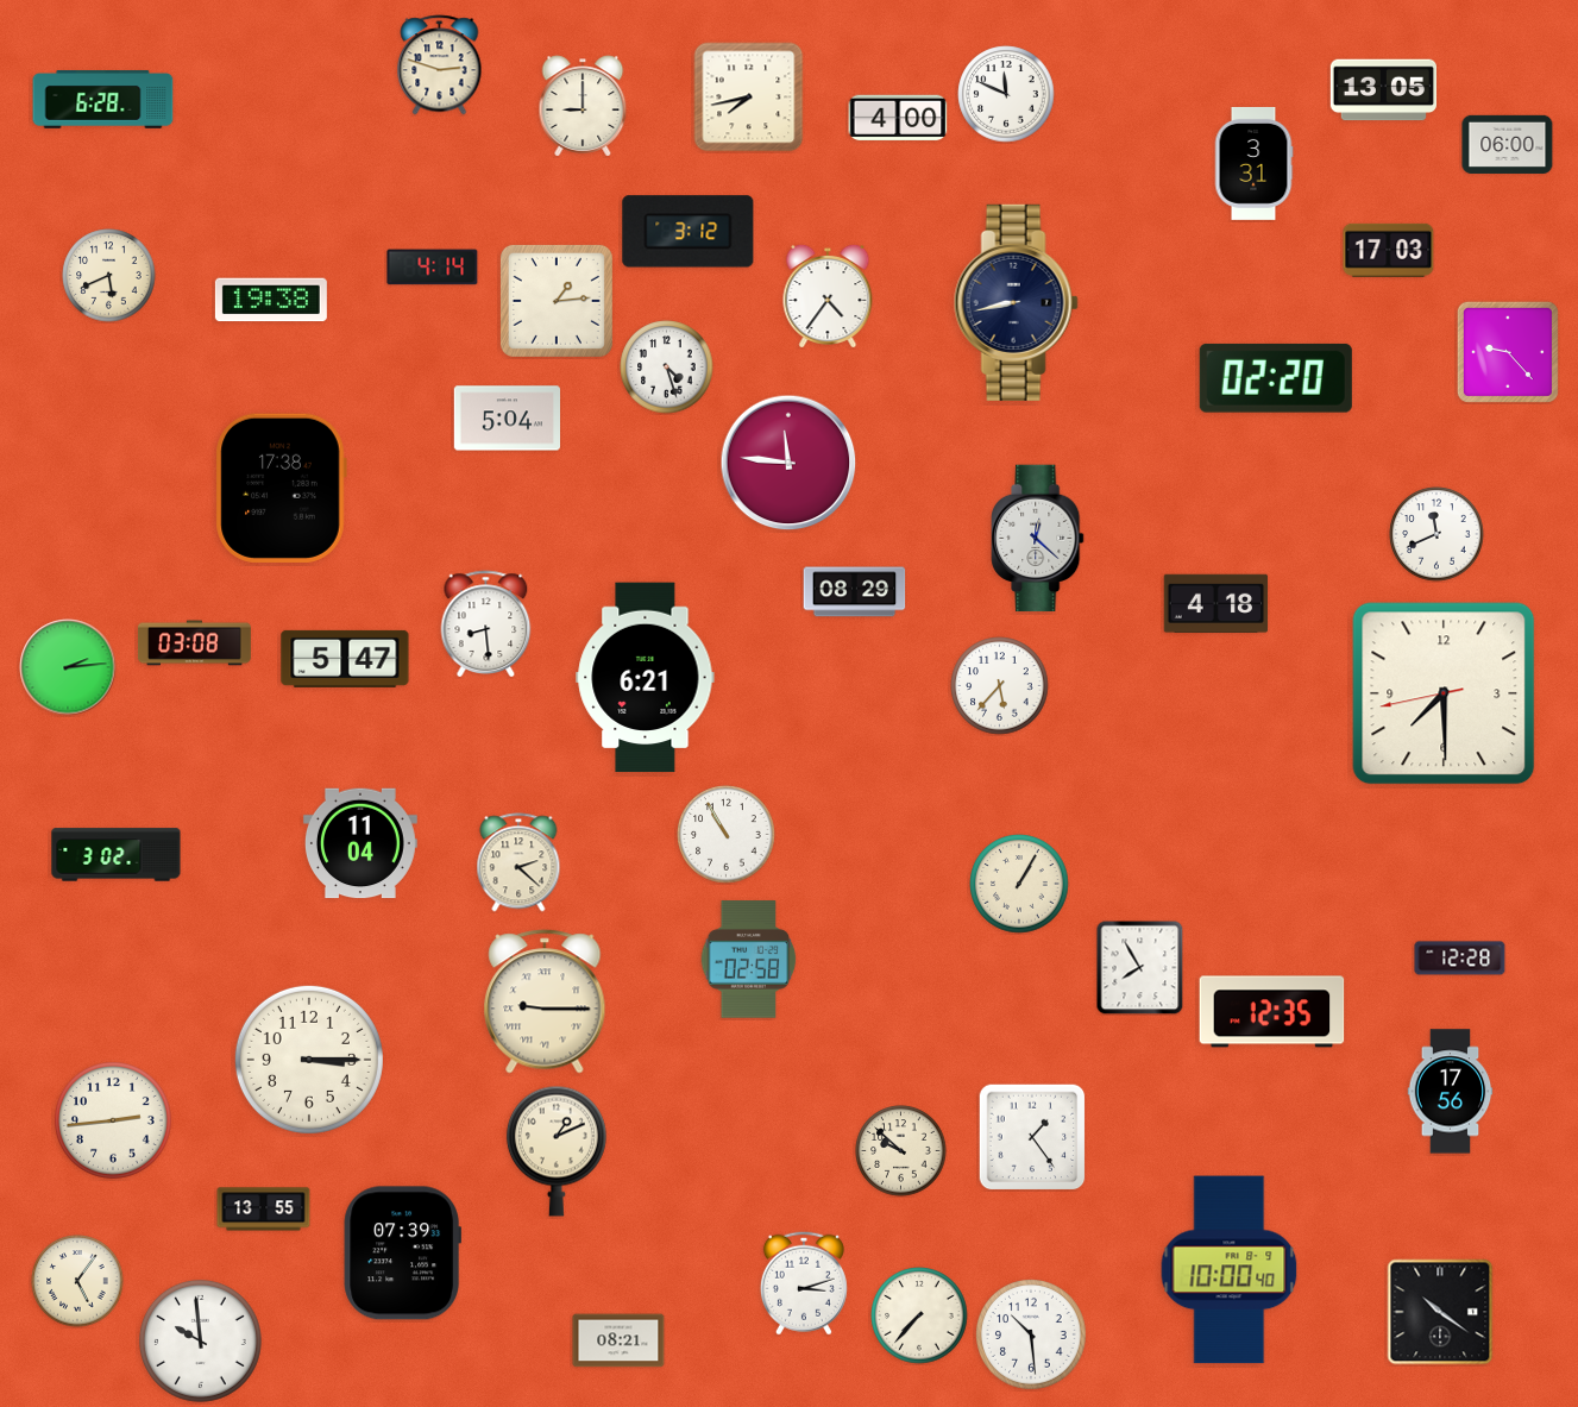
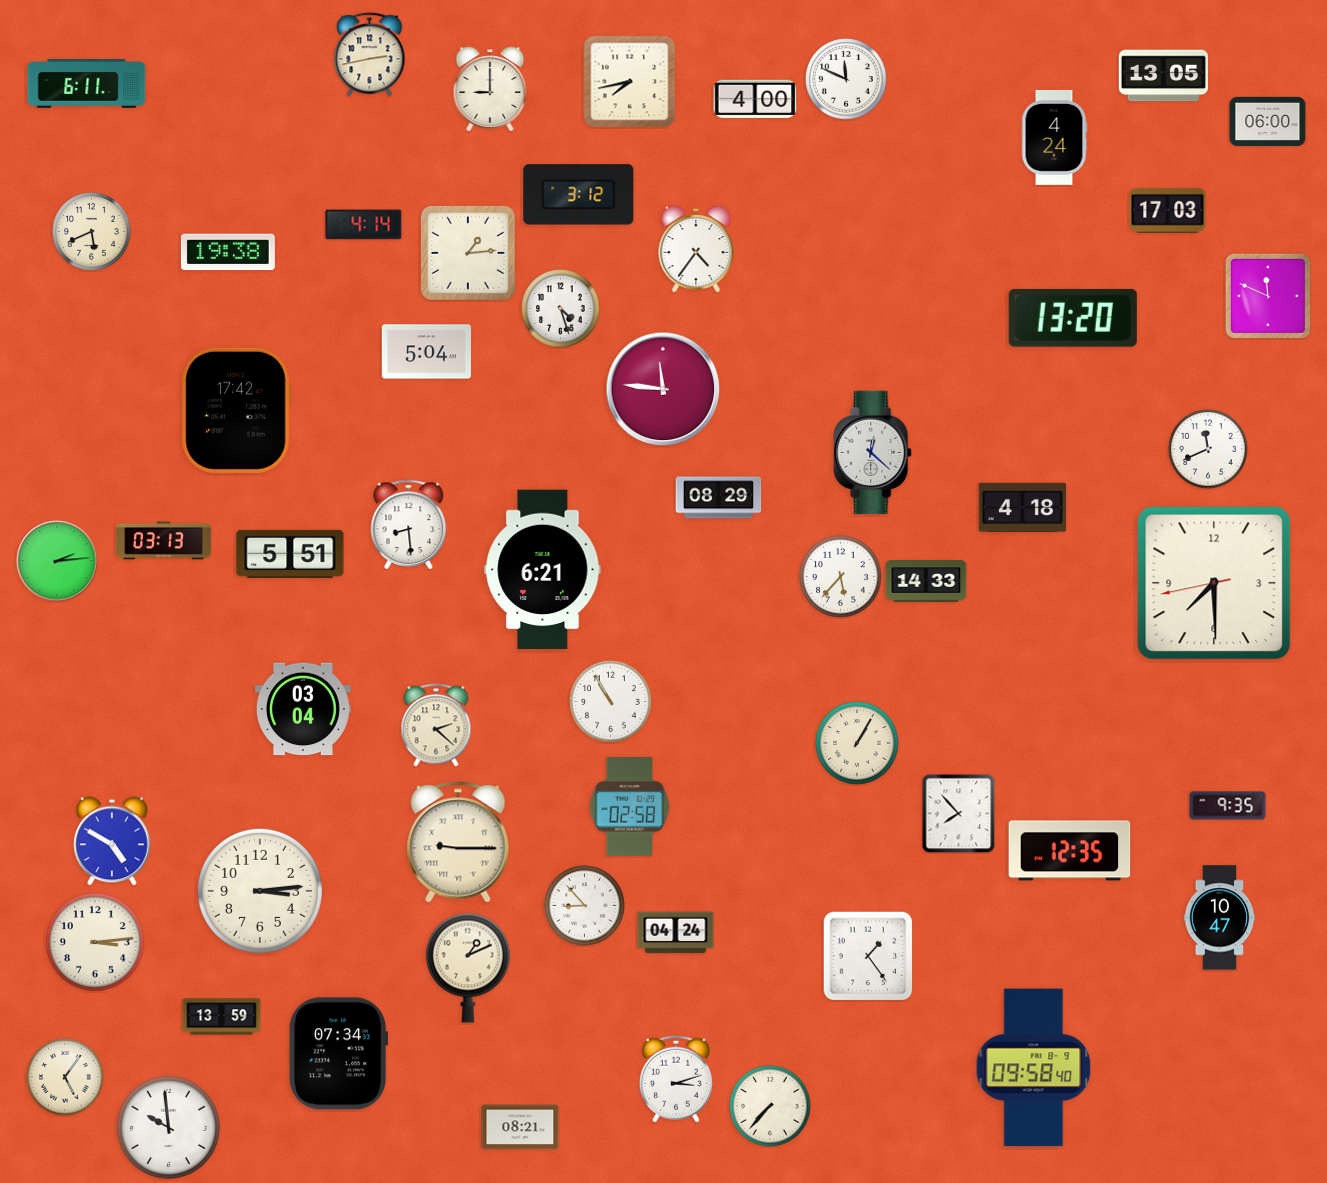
clock at (440, 65): 2:48 -> 2:43
clock at (103, 100): 6:28 -> 6:11
clock at (1253, 163): 3:31 -> 4:24
clock at (1016, 302): 8:43 -> none
clock at (1508, 352): 9:23 -> 11:49
clock at (1276, 378): 02:20 -> 13:20
clock at (281, 488): 17:38 -> 17:42
clock at (194, 643): 03:08 -> 03:13
clock at (345, 659): 5:47 -> 5:51
clock at (926, 581): none -> 14:33
clock at (360, 843): 11:04 -> 03:04
clock at (117, 855): 3:02 -> none
clock at (1460, 959): 12:28 -> 9:35
clock at (1140, 968): 7:55 -> 7:53
clock at (112, 841): none -> 4:50
clock at (309, 1060): 3:15 -> 3:14
clock at (585, 906): none -> 8:53
clock at (1451, 1092): 17:56 -> 10:47
clock at (676, 933): none -> 04:24
clock at (114, 1122): 2:44 -> 3:14
clock at (901, 1151): 9:52 -> none
clock at (264, 1210): 13:55 -> 13:59
clock at (402, 1254): 07:39 -> 07:34
clock at (1230, 1270): 10:00 -> 09:58
clock at (1440, 1312): 10:21 -> none
clock at (919, 1315) position: (919, 1315) -> (770, 1106)
clock at (1031, 1334): 10:29 -> none
